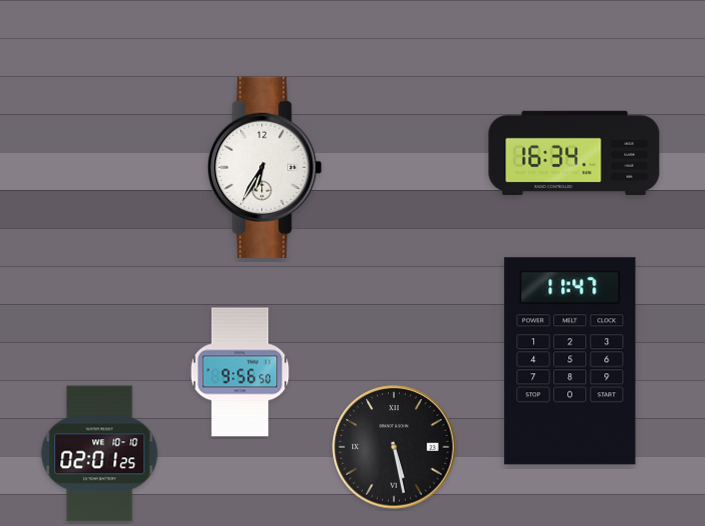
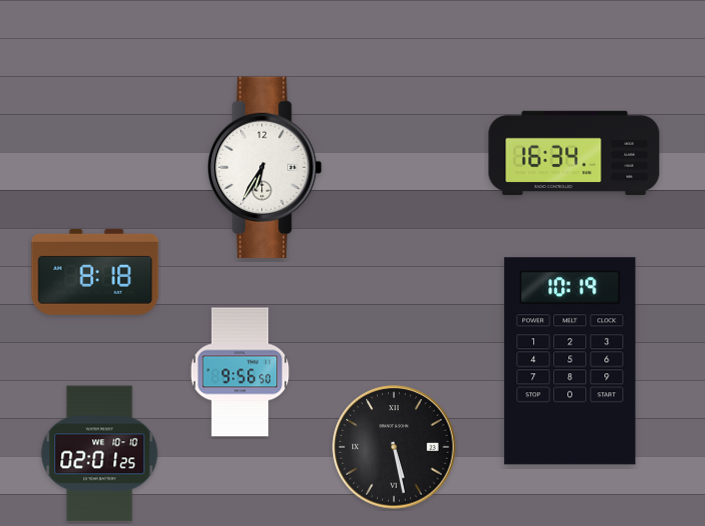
clock at (95, 272): none -> 8:18
clock at (570, 361): 11:47 -> 10:19
